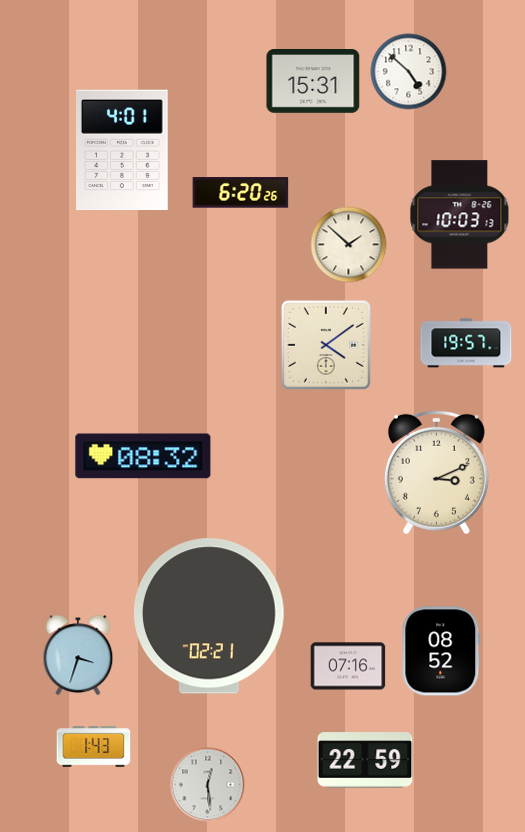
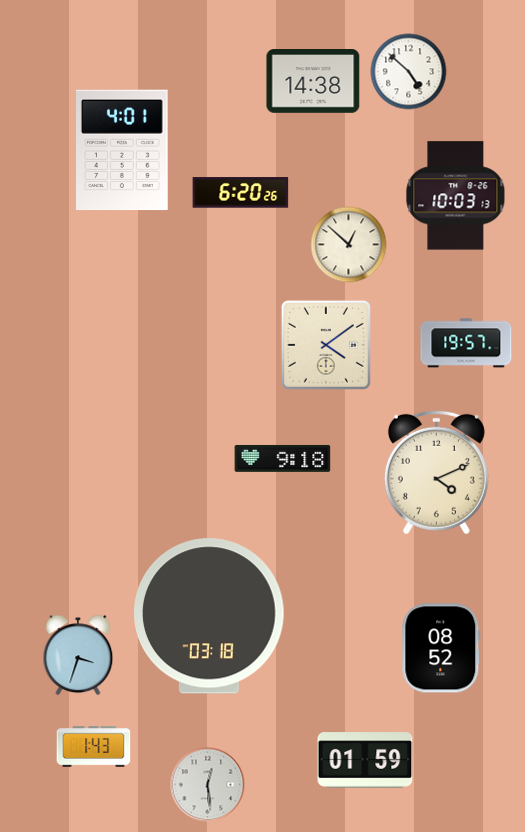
clock at (313, 82): 15:31 -> 14:38
clock at (460, 215) position: (460, 215) -> (456, 196)
clock at (349, 245): 1:52 -> 12:52
clock at (143, 456): 08:32 -> none
clock at (283, 458): none -> 9:18
clock at (436, 472): 3:11 -> 4:11
clock at (210, 616): 02:21 -> 03:18
clock at (441, 651) position: (441, 651) -> (441, 648)
clock at (348, 666): 07:16 -> none
clock at (365, 760): 22:59 -> 01:59
